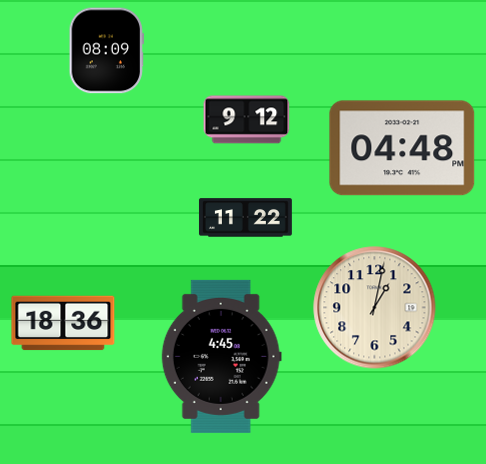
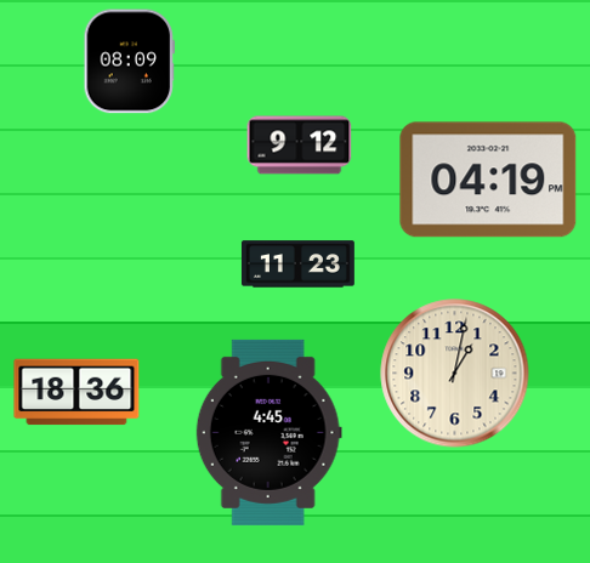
clock at (402, 148): 04:48 -> 04:19
clock at (245, 218): 11:22 -> 11:23
